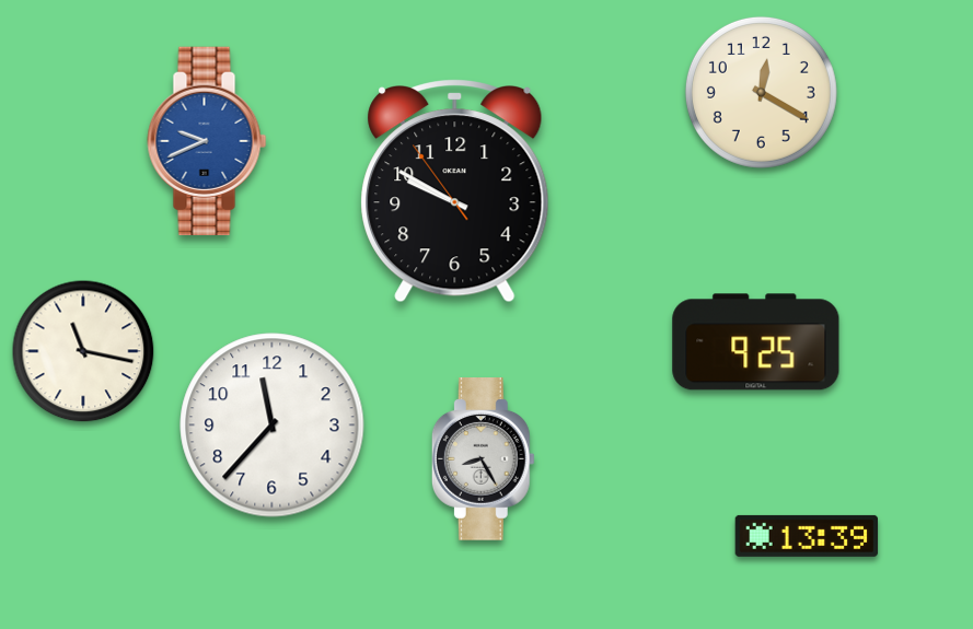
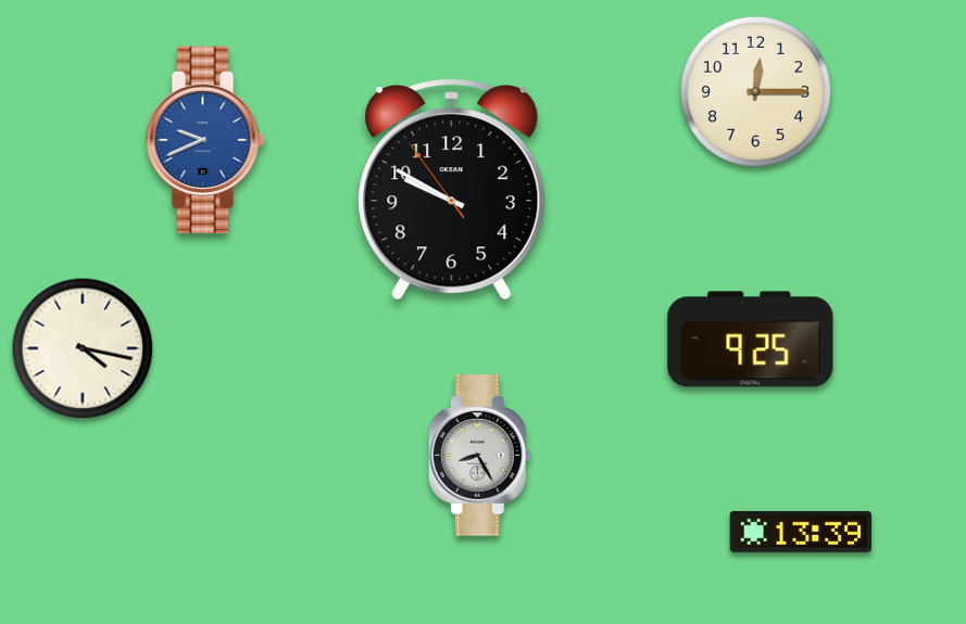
clock at (761, 92): 12:20 -> 12:15
clock at (83, 351): 11:17 -> 4:17
clock at (273, 426): 11:37 -> none
